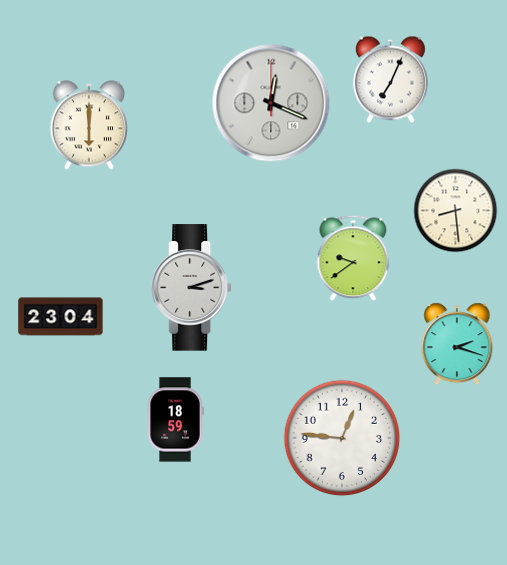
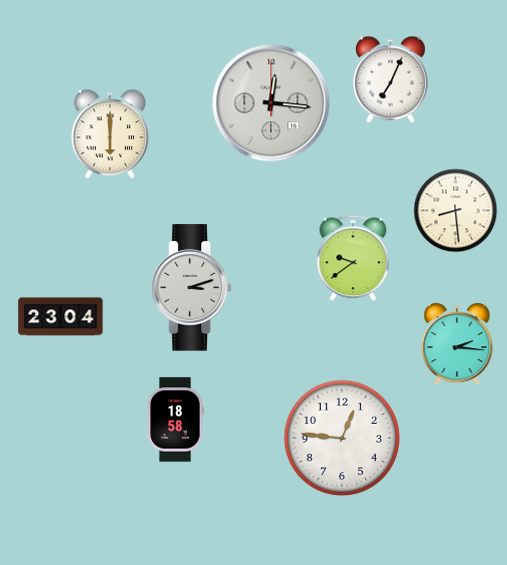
clock at (271, 103): 12:19 -> 12:16
clock at (89, 125) position: (89, 125) -> (110, 134)
clock at (457, 344): 2:18 -> 2:16
clock at (175, 420): 18:59 -> 18:58
